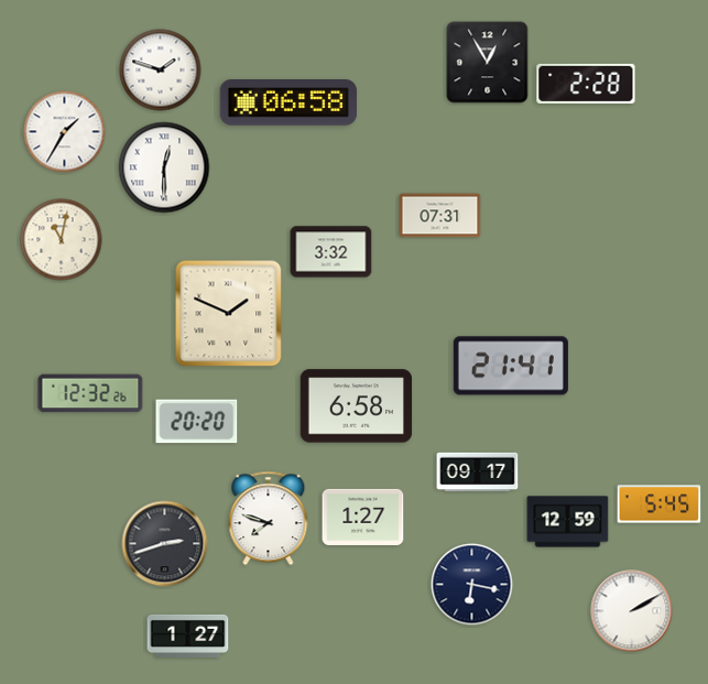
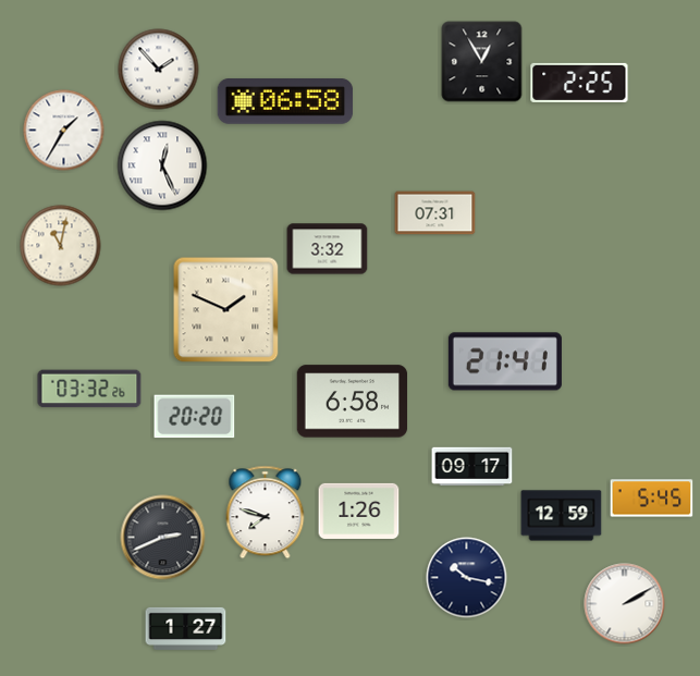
clock at (161, 70): 1:48 -> 1:53
clock at (586, 84): 2:28 -> 2:25
clock at (164, 167): 12:30 -> 12:26
clock at (62, 240) position: (62, 240) -> (61, 246)
clock at (90, 393): 12:32 -> 03:32
clock at (363, 517): 1:27 -> 1:26
clock at (165, 544): 2:42 -> 2:41
clock at (472, 585): 6:17 -> 10:17
